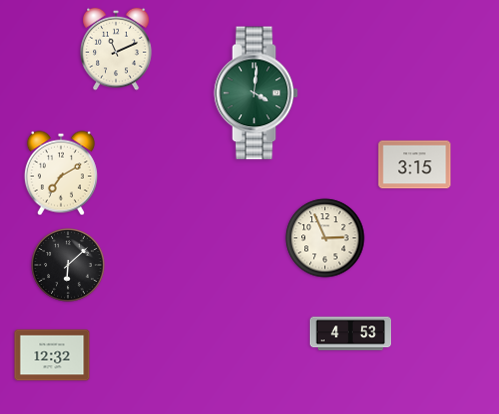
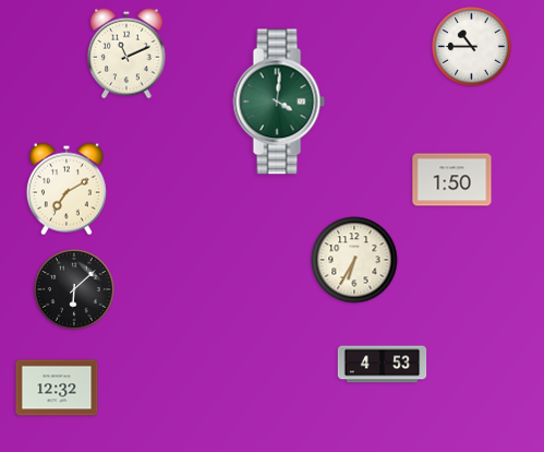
clock at (472, 47): none -> 10:45
clock at (415, 165): 3:15 -> 1:50
clock at (325, 238): 2:56 -> 6:35
